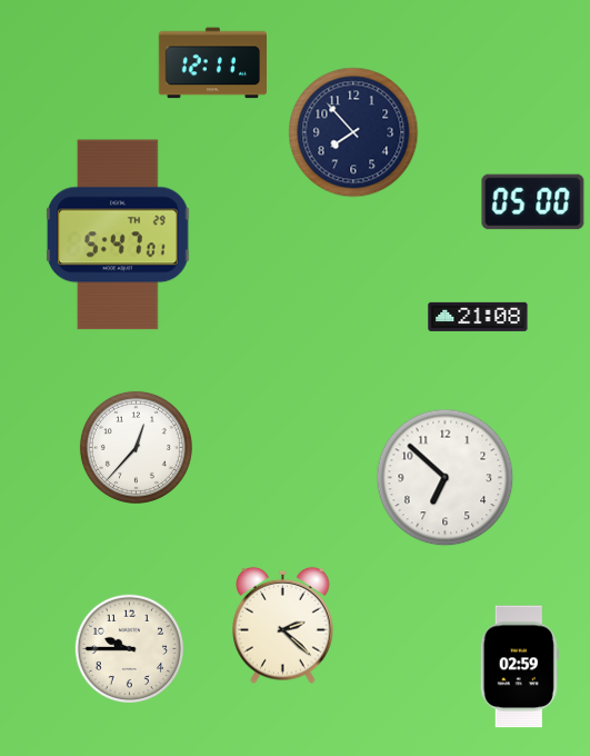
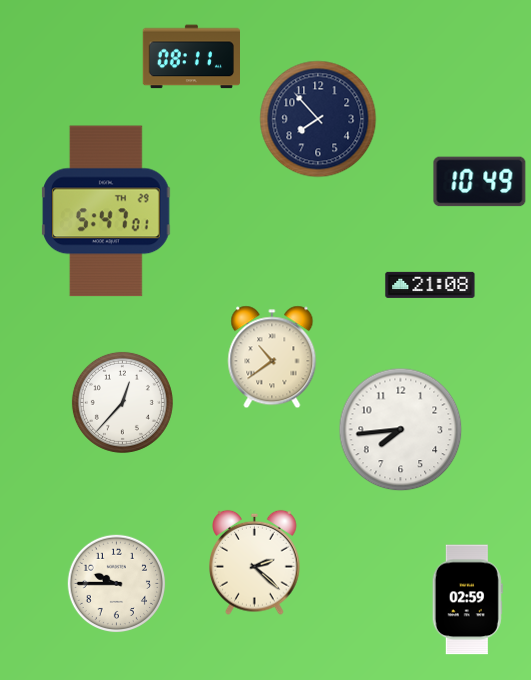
clock at (212, 63): 12:11 -> 08:11
clock at (533, 202): 05:00 -> 10:49
clock at (272, 357): none -> 10:39
clock at (446, 478): 6:52 -> 7:44
